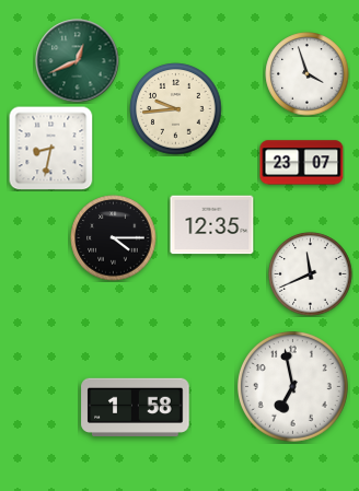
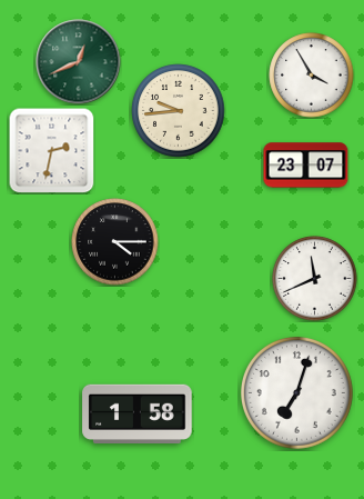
clock at (308, 74): 3:57 -> 3:55
clock at (50, 149): 8:32 -> 2:32
clock at (212, 225): 12:35 -> none
clock at (293, 387): 6:58 -> 7:03
